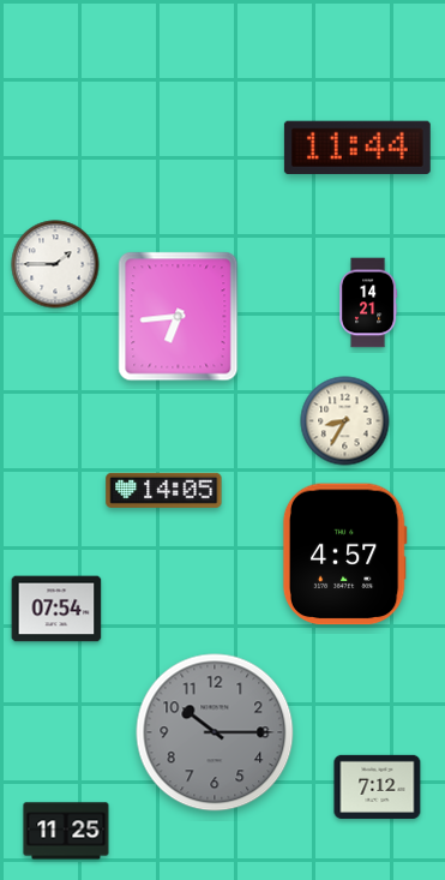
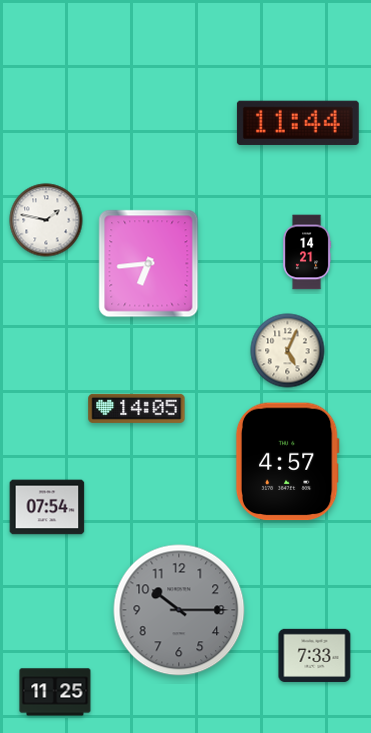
clock at (55, 264): 1:45 -> 1:47
clock at (345, 421): 8:35 -> 5:04
clock at (378, 786): 7:12 -> 7:33
